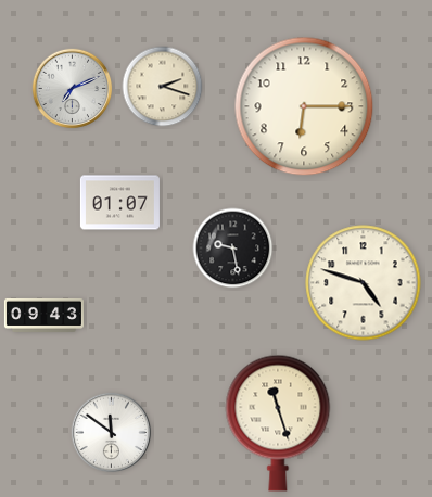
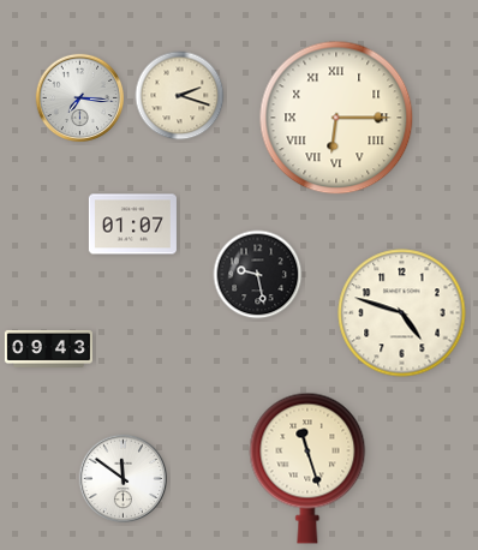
clock at (73, 89): 7:11 -> 7:16
clock at (304, 106) numerals: Arabic -> Roman
